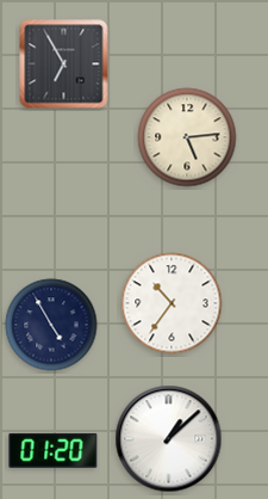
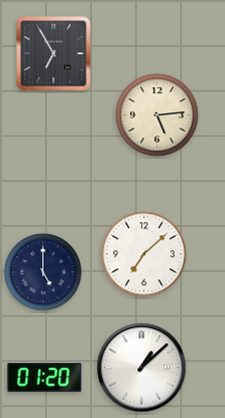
clock at (172, 303): 10:36 -> 7:08
clock at (51, 325): 4:55 -> 5:00
